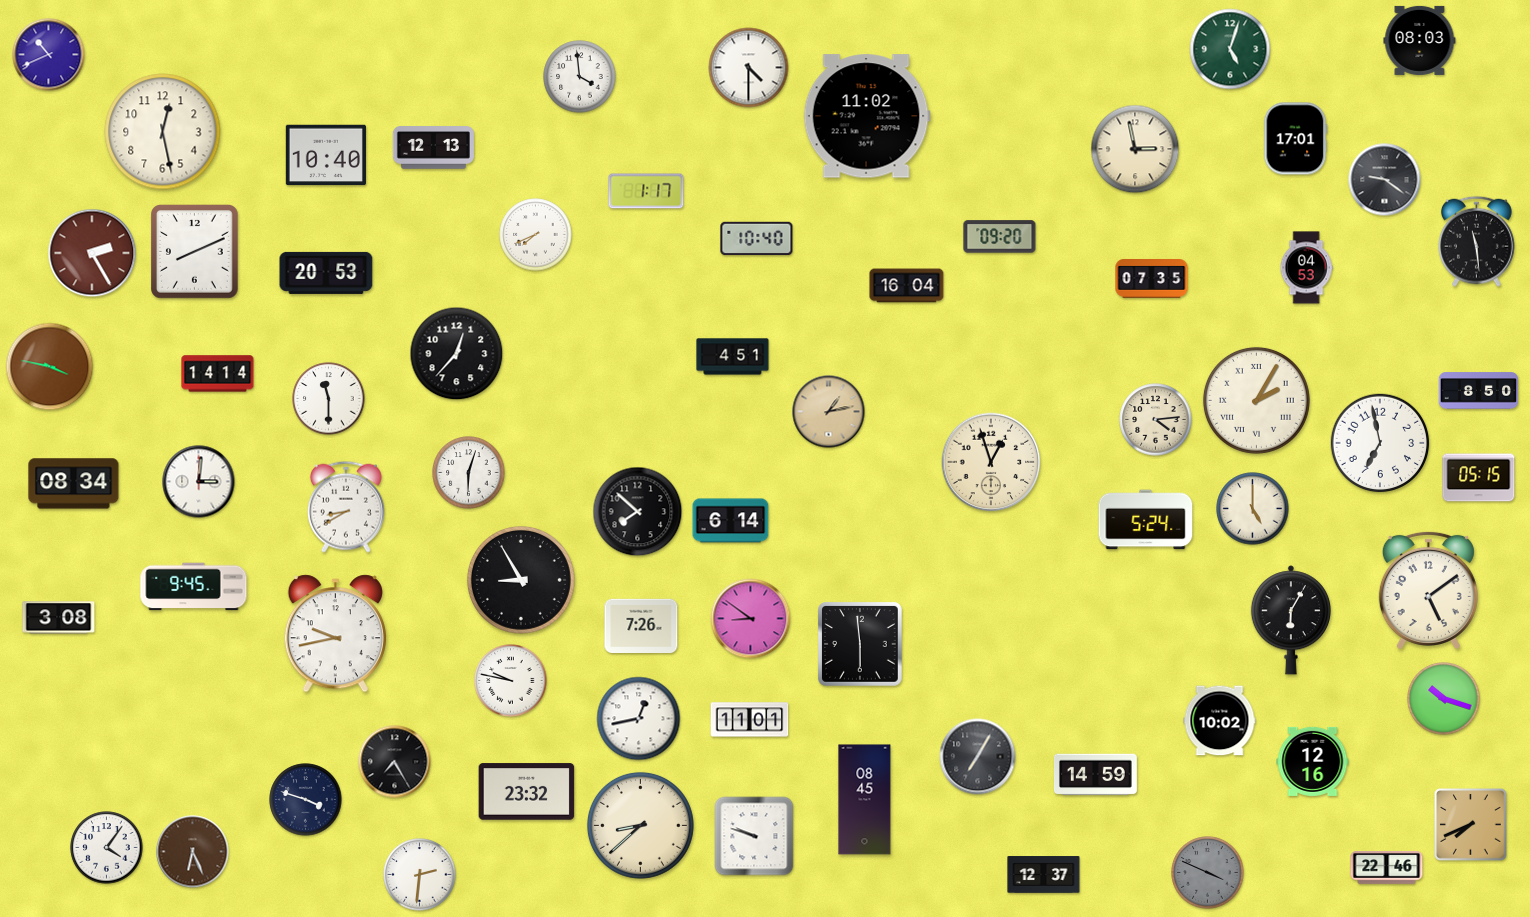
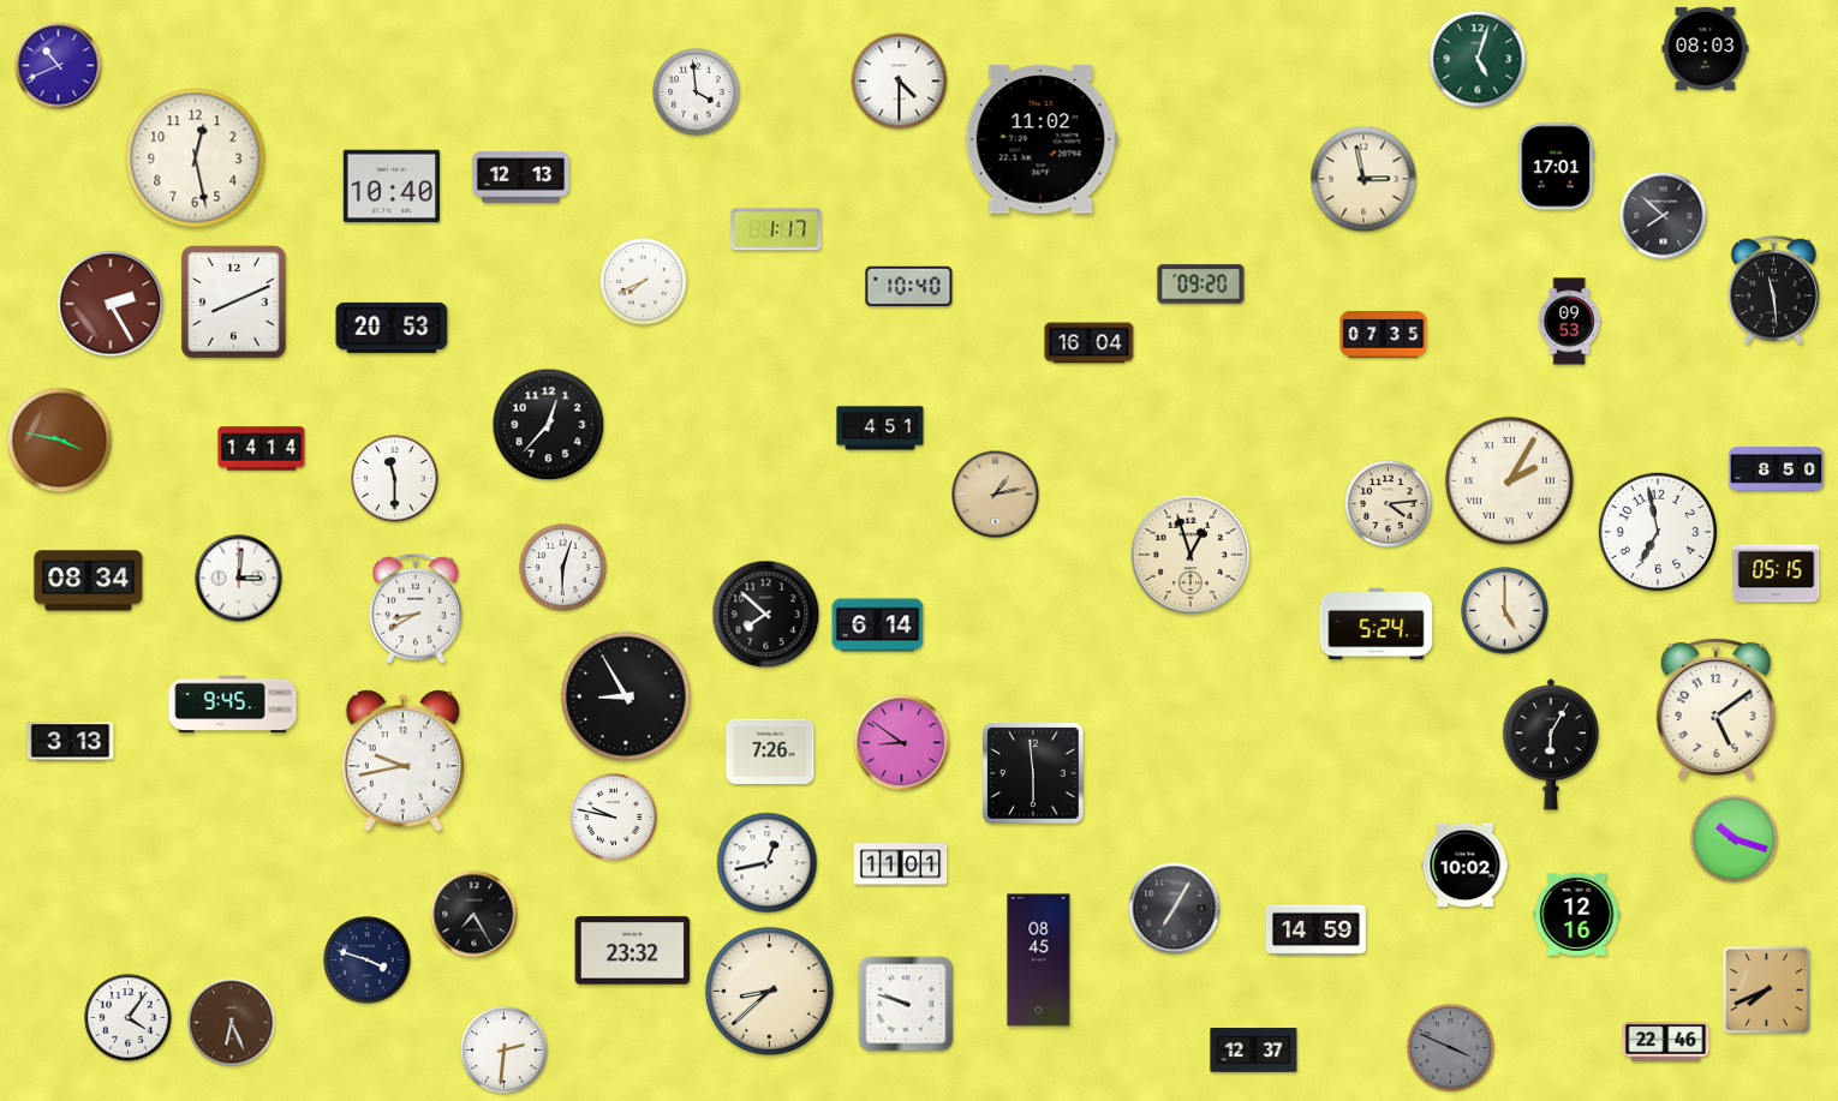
clock at (1385, 180): 9:21 -> 7:52
clock at (1306, 268): 04:53 -> 09:53
clock at (59, 618): 3:08 -> 3:13
